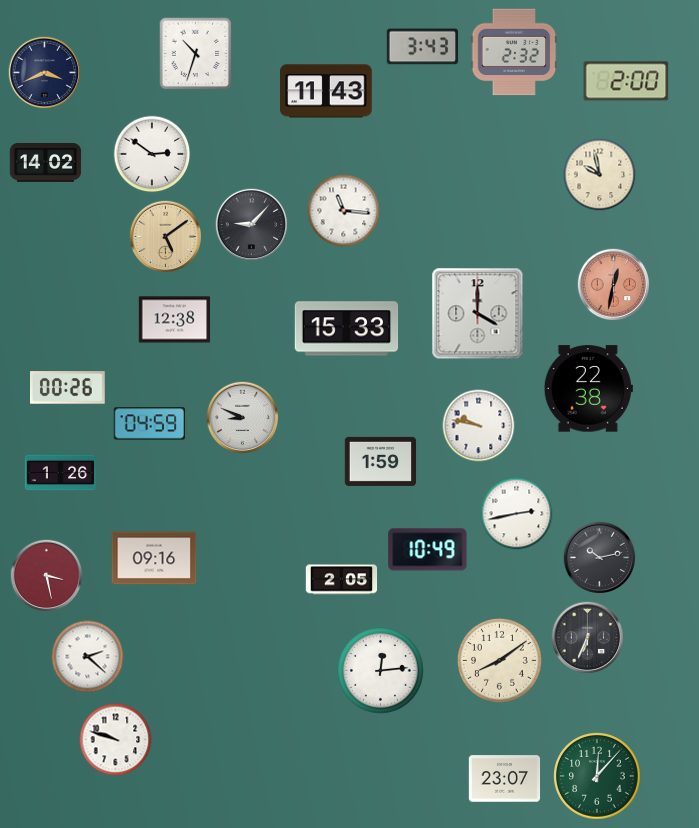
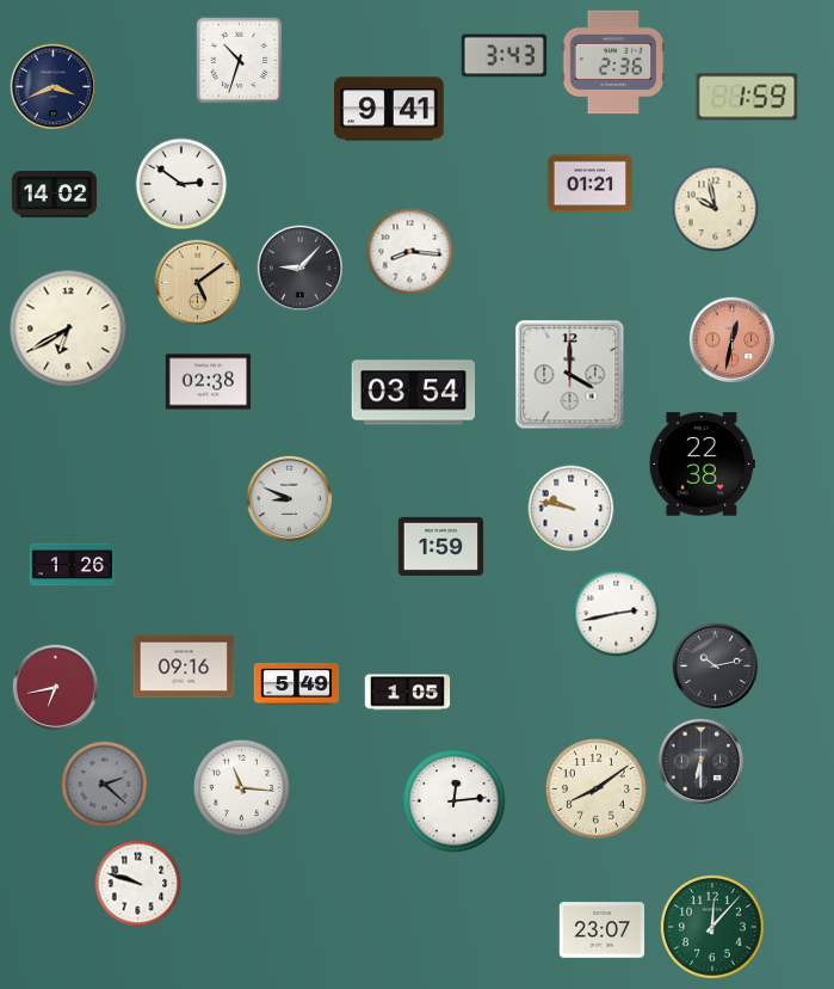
clock at (514, 52): 2:32 -> 2:36
clock at (196, 54) position: (196, 54) -> (240, 61)
clock at (626, 81): 2:00 -> 1:59
clock at (326, 91): 11:43 -> 9:41
clock at (591, 184): none -> 01:21
clock at (344, 211): 11:16 -> 8:16
clock at (68, 328): none -> 6:40
clock at (175, 320): 12:38 -> 02:38
clock at (347, 329): 15:33 -> 03:54
clock at (68, 388): 00:26 -> none
clock at (149, 424): 04:59 -> none
clock at (381, 461) position: (381, 461) -> (441, 546)
clock at (428, 550): 10:49 -> none
clock at (297, 683): none -> 5:49
clock at (47, 576): 3:28 -> 6:43
clock at (342, 580): 2:05 -> 1:05
clock at (588, 638): 6:34 -> 6:30
clock at (88, 657) dial: white -> grey
clock at (241, 787): none -> 11:16
